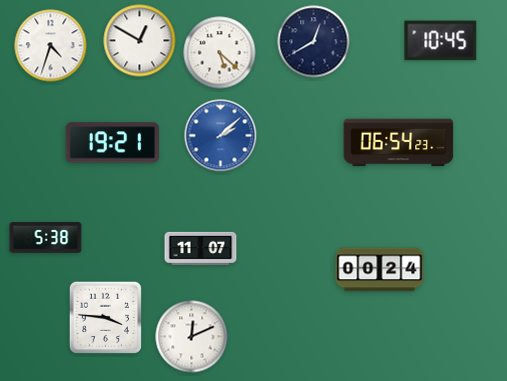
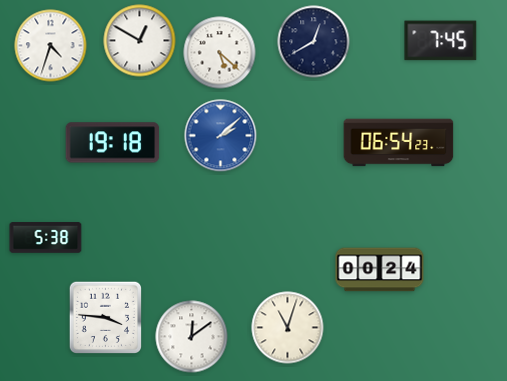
clock at (441, 41): 10:45 -> 7:45
clock at (113, 143): 19:21 -> 19:18
clock at (201, 248): 11:07 -> none
clock at (288, 328): none -> 11:03
clock at (192, 337): 12:11 -> 12:09
